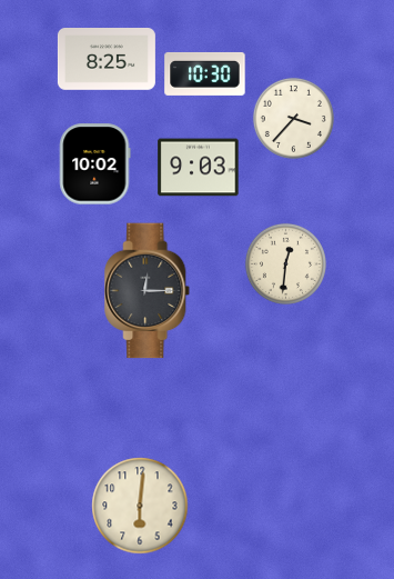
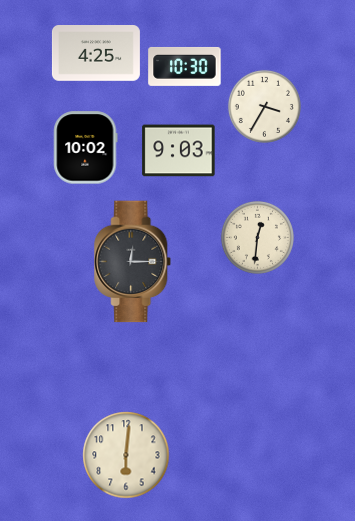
clock at (107, 60): 8:25 -> 4:25
clock at (293, 118): 3:37 -> 3:35
